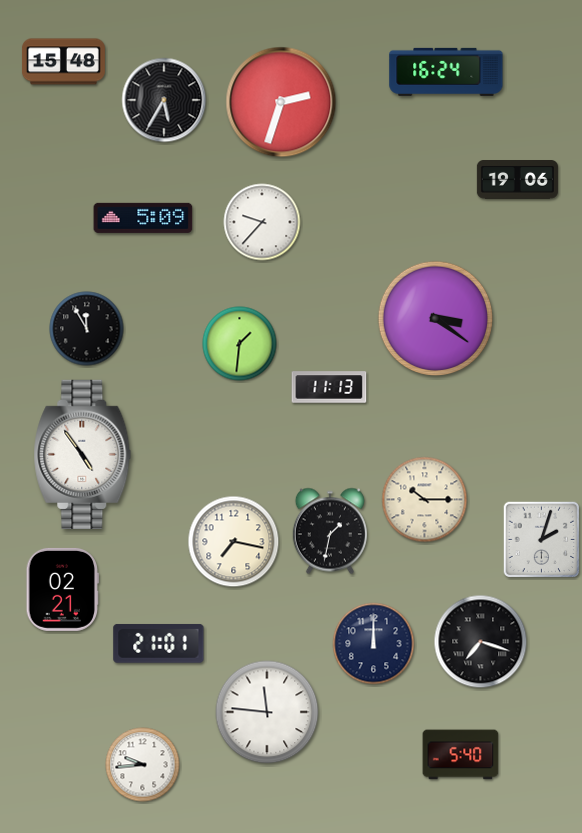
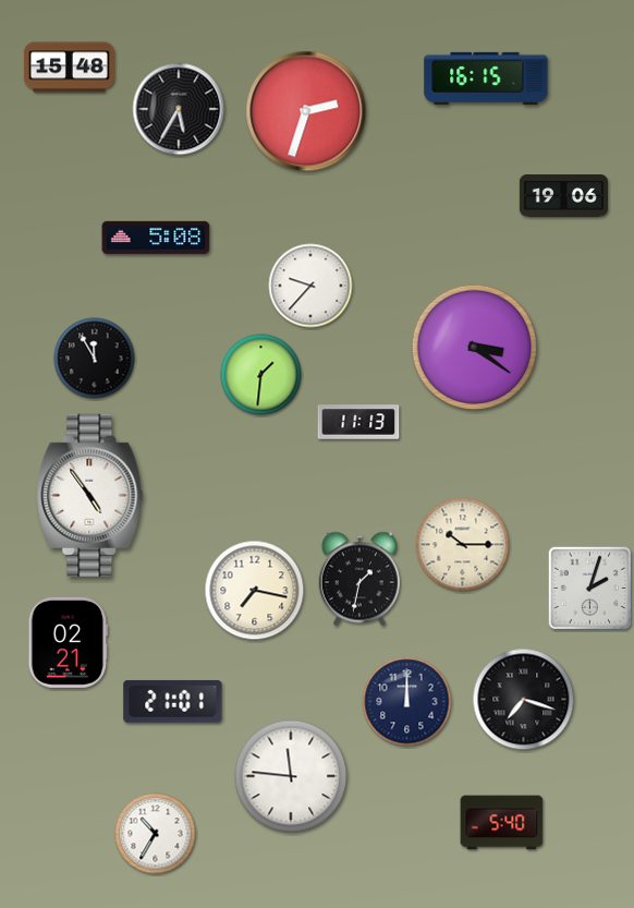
clock at (446, 72): 16:24 -> 16:15
clock at (143, 218): 5:09 -> 5:08
clock at (262, 222) position: (262, 222) -> (310, 286)
clock at (143, 765): 9:44 -> 10:35
